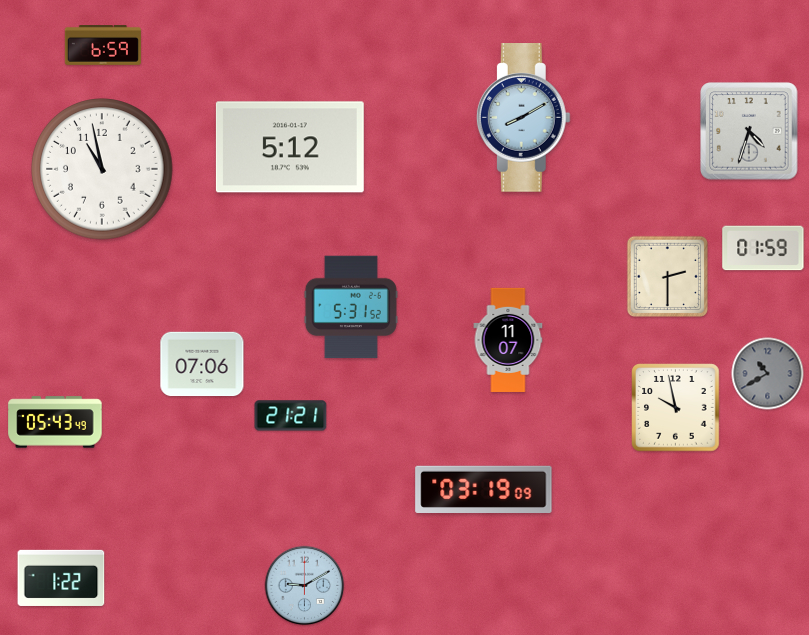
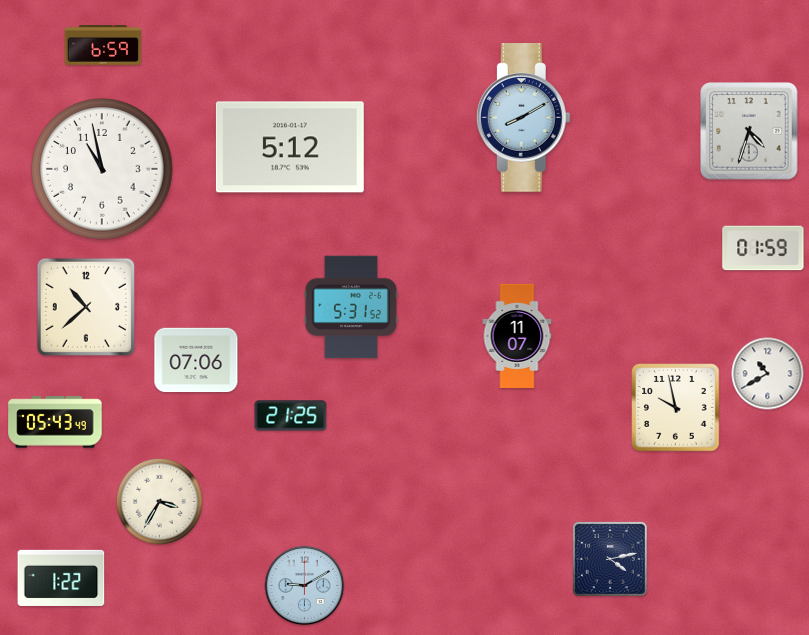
clock at (667, 276): 2:30 -> none
clock at (86, 307): none -> 10:38
clock at (508, 340) position: (508, 340) -> (517, 336)
clock at (202, 364) position: (202, 364) -> (196, 360)
clock at (768, 374) dial: grey -> white
clock at (291, 416): 21:21 -> 21:25
clock at (484, 489): 03:19 -> none
clock at (159, 501): none -> 3:35
clock at (610, 559): none -> 4:13
